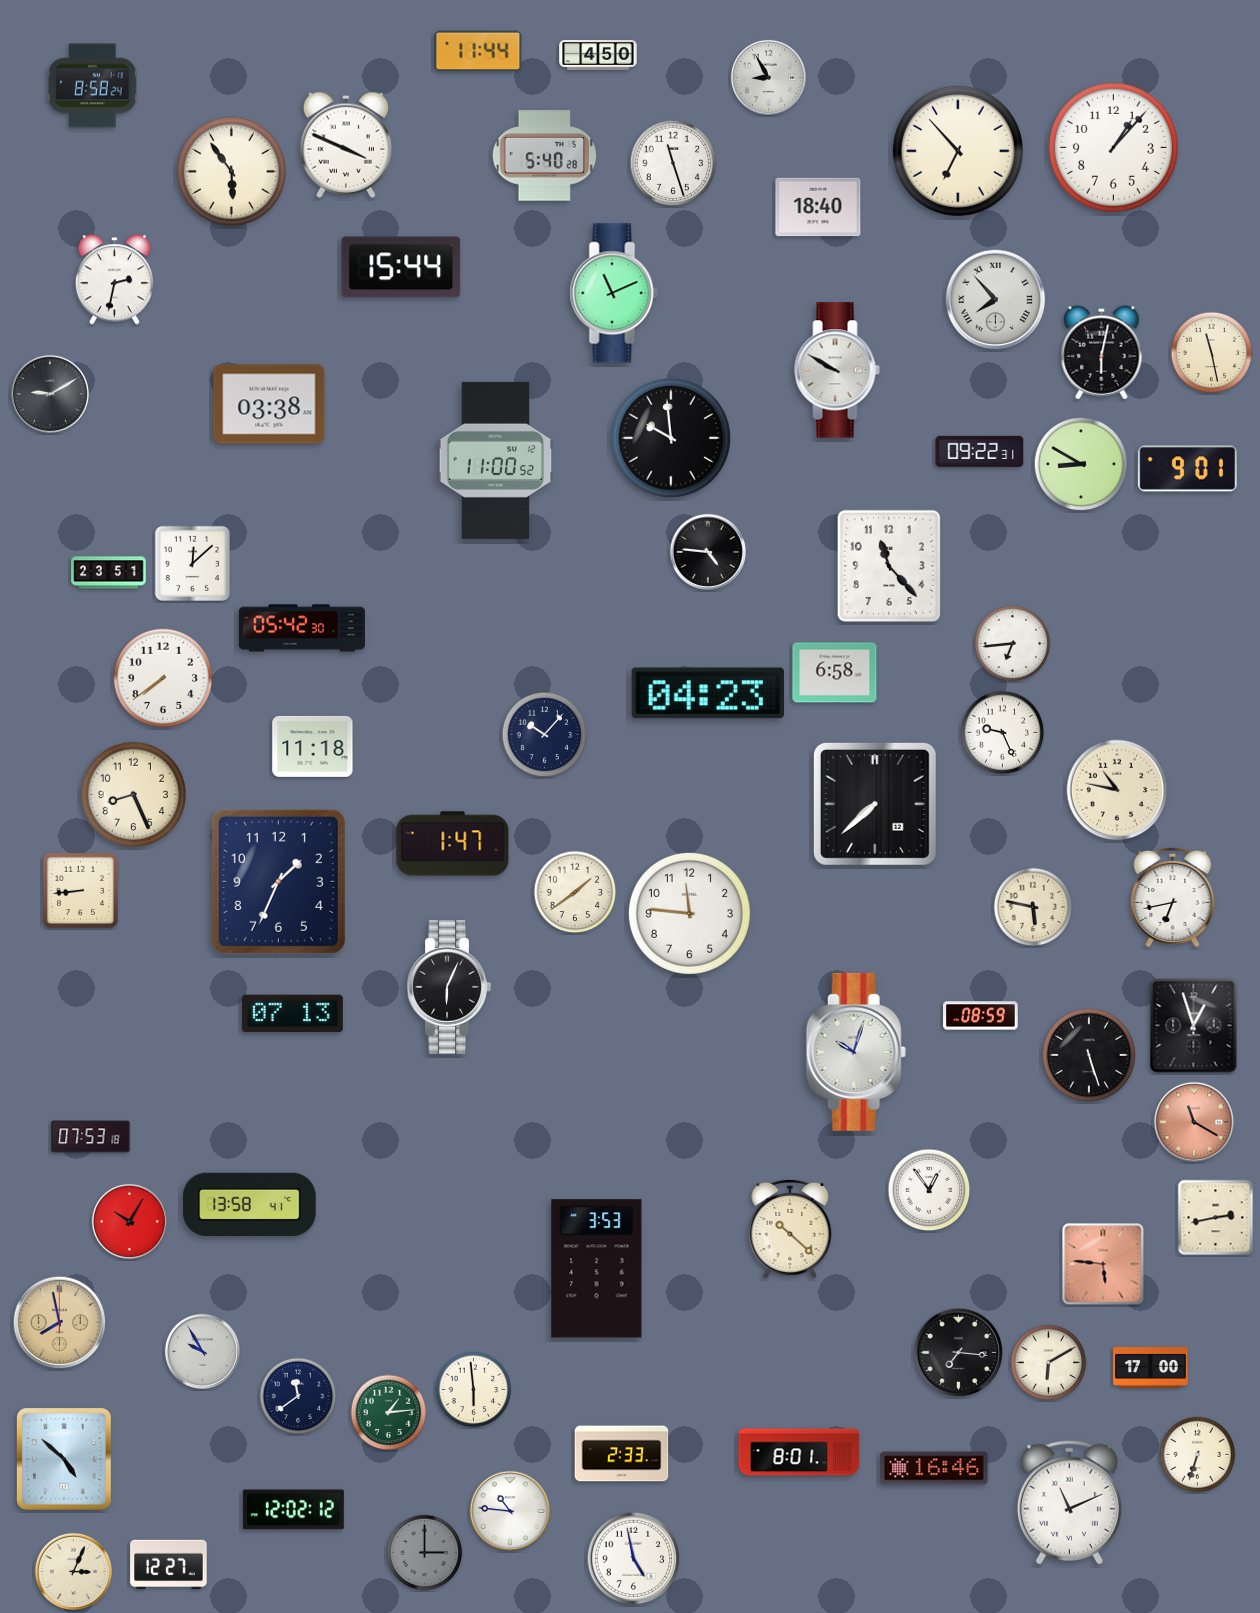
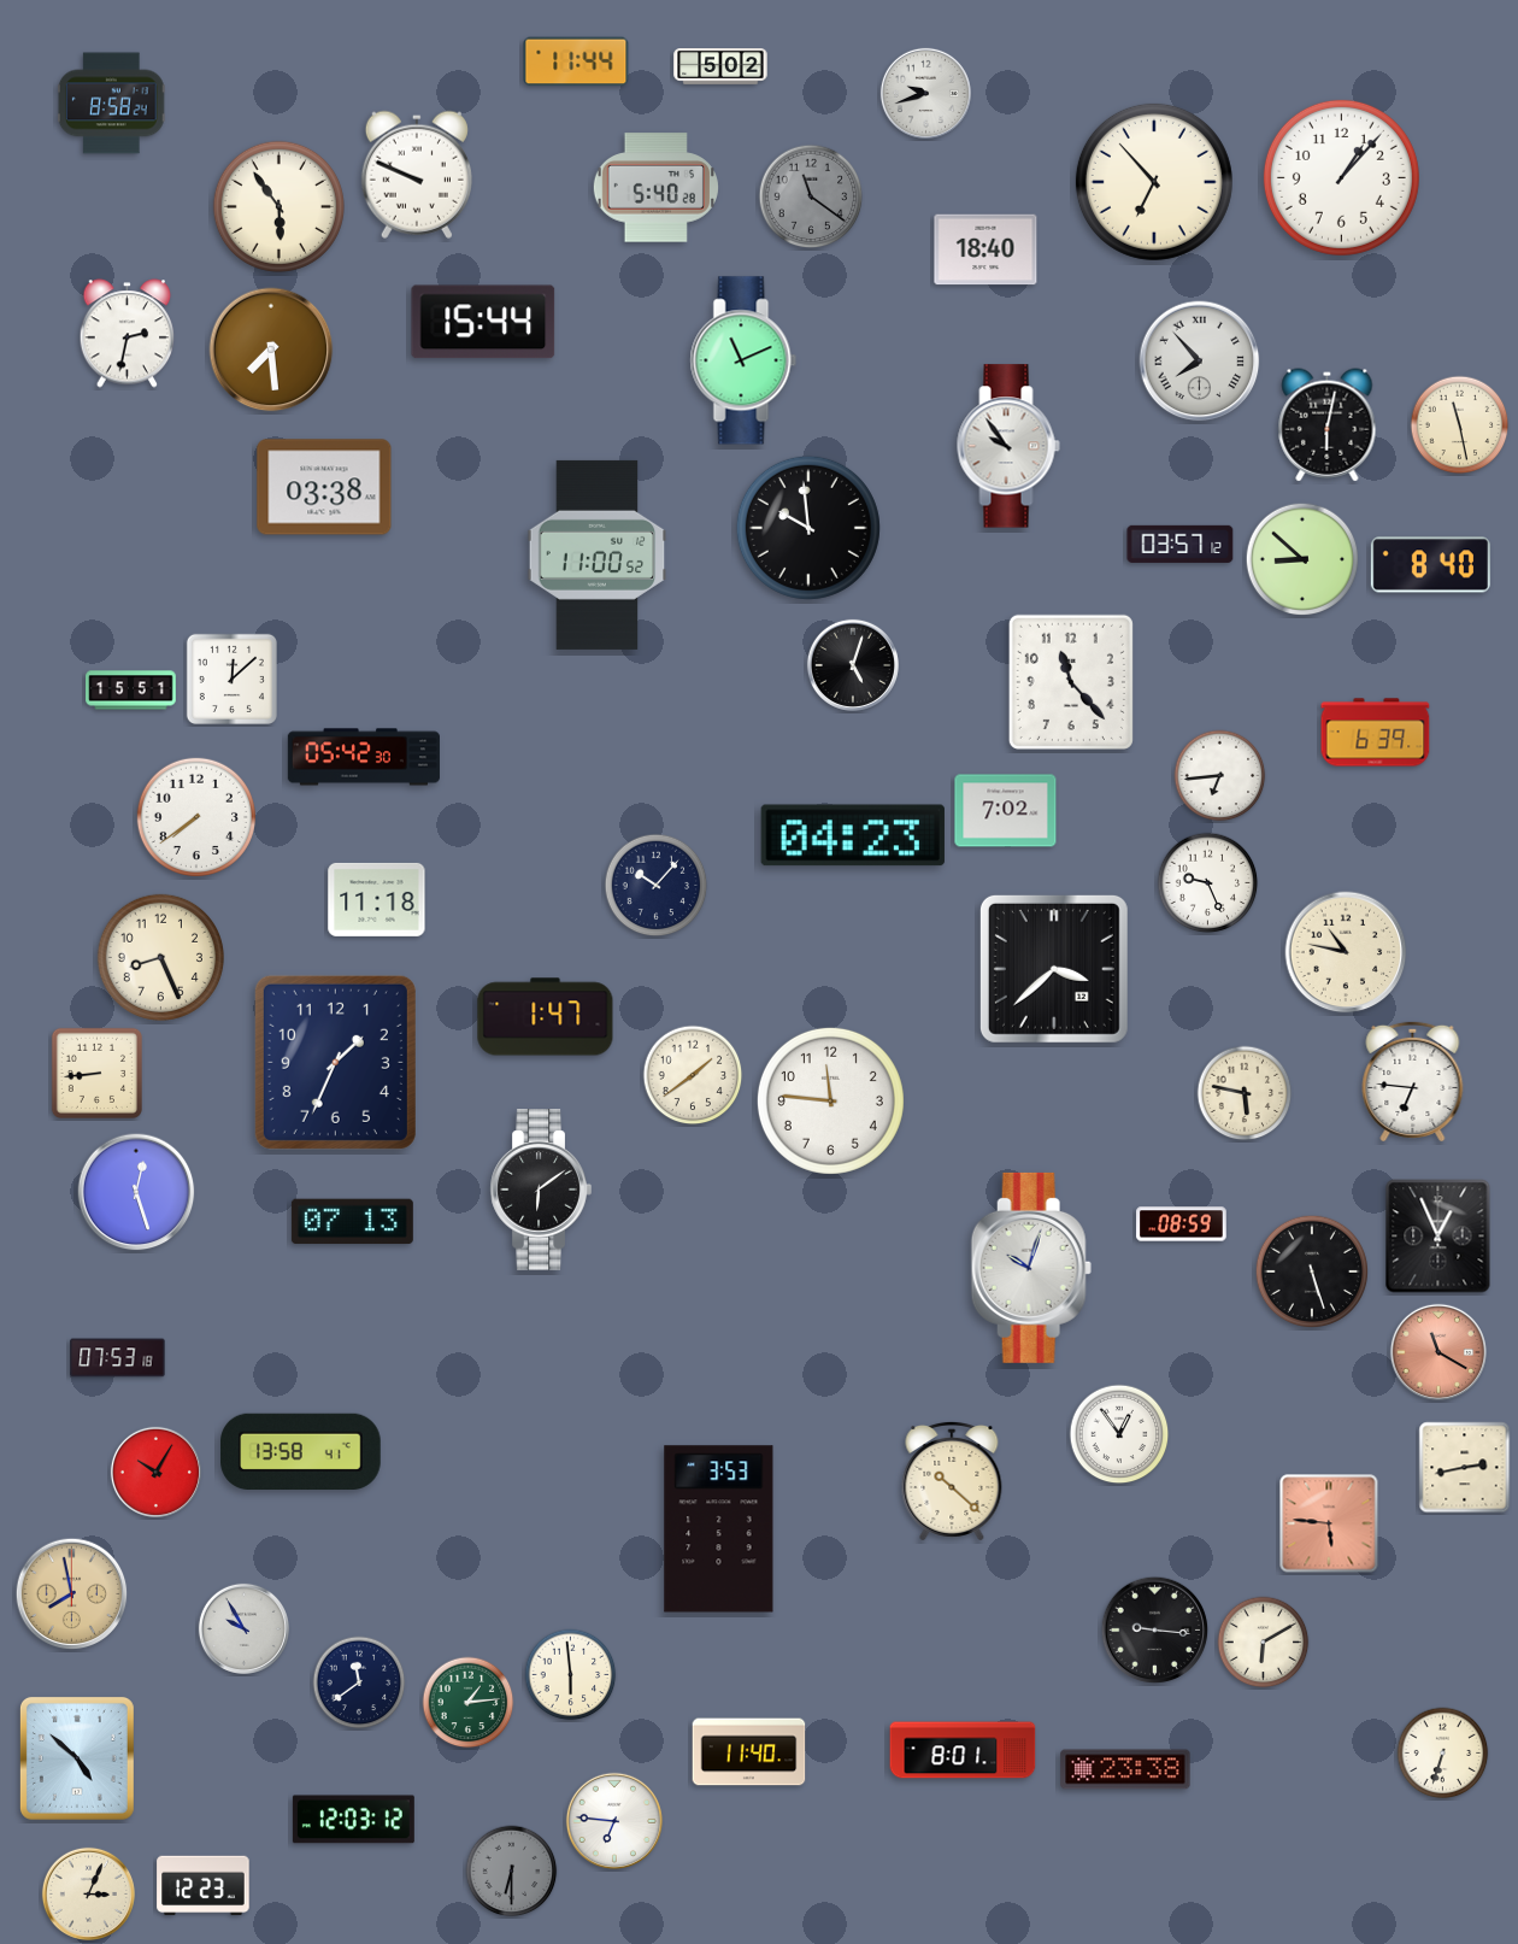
clock at (598, 55): 4:50 -> 5:02
clock at (768, 77): 8:55 -> 9:42
clock at (346, 145): 3:49 -> 9:49
clock at (673, 163): 11:27 -> 11:21
clock at (673, 163) dial: white -> grey
clock at (115, 280) position: (115, 280) -> (128, 334)
clock at (271, 350): none -> 7:29
clock at (614, 293) position: (614, 293) -> (743, 360)
clock at (837, 370): 9:50 -> 9:54
clock at (50, 394): 9:10 -> none
clock at (980, 451): 09:22 -> 03:57
clock at (1081, 464): 8:50 -> 8:52
clock at (1187, 469): 9:01 -> 8:40
clock at (708, 552): 4:46 -> 5:03
clock at (109, 573): 23:51 -> 15:51
clock at (1376, 733): none -> 6:39
clock at (835, 673): 6:58 -> 7:02
clock at (875, 804): 7:38 -> 3:38
clock at (1173, 897): 6:43 -> 6:46
clock at (449, 987): 6:04 -> 6:09
clock at (136, 1192): none -> 12:27
clock at (1194, 1026): 12:57 -> 12:56
clock at (91, 1137) position: (91, 1137) -> (118, 1358)
clock at (959, 1353): 7:16 -> 9:16
clock at (1151, 1368): 17:00 -> none
clock at (622, 1454): 2:33 -> 11:40
clock at (934, 1468): 16:46 -> 23:38
clock at (1069, 1502): 11:11 -> none
clock at (293, 1510): 12:02 -> 12:03
clock at (509, 1510): 10:46 -> 6:46
clock at (425, 1553): 3:00 -> 6:30
clock at (634, 1559): 4:58 -> none
clock at (169, 1565): 12:27 -> 12:23
